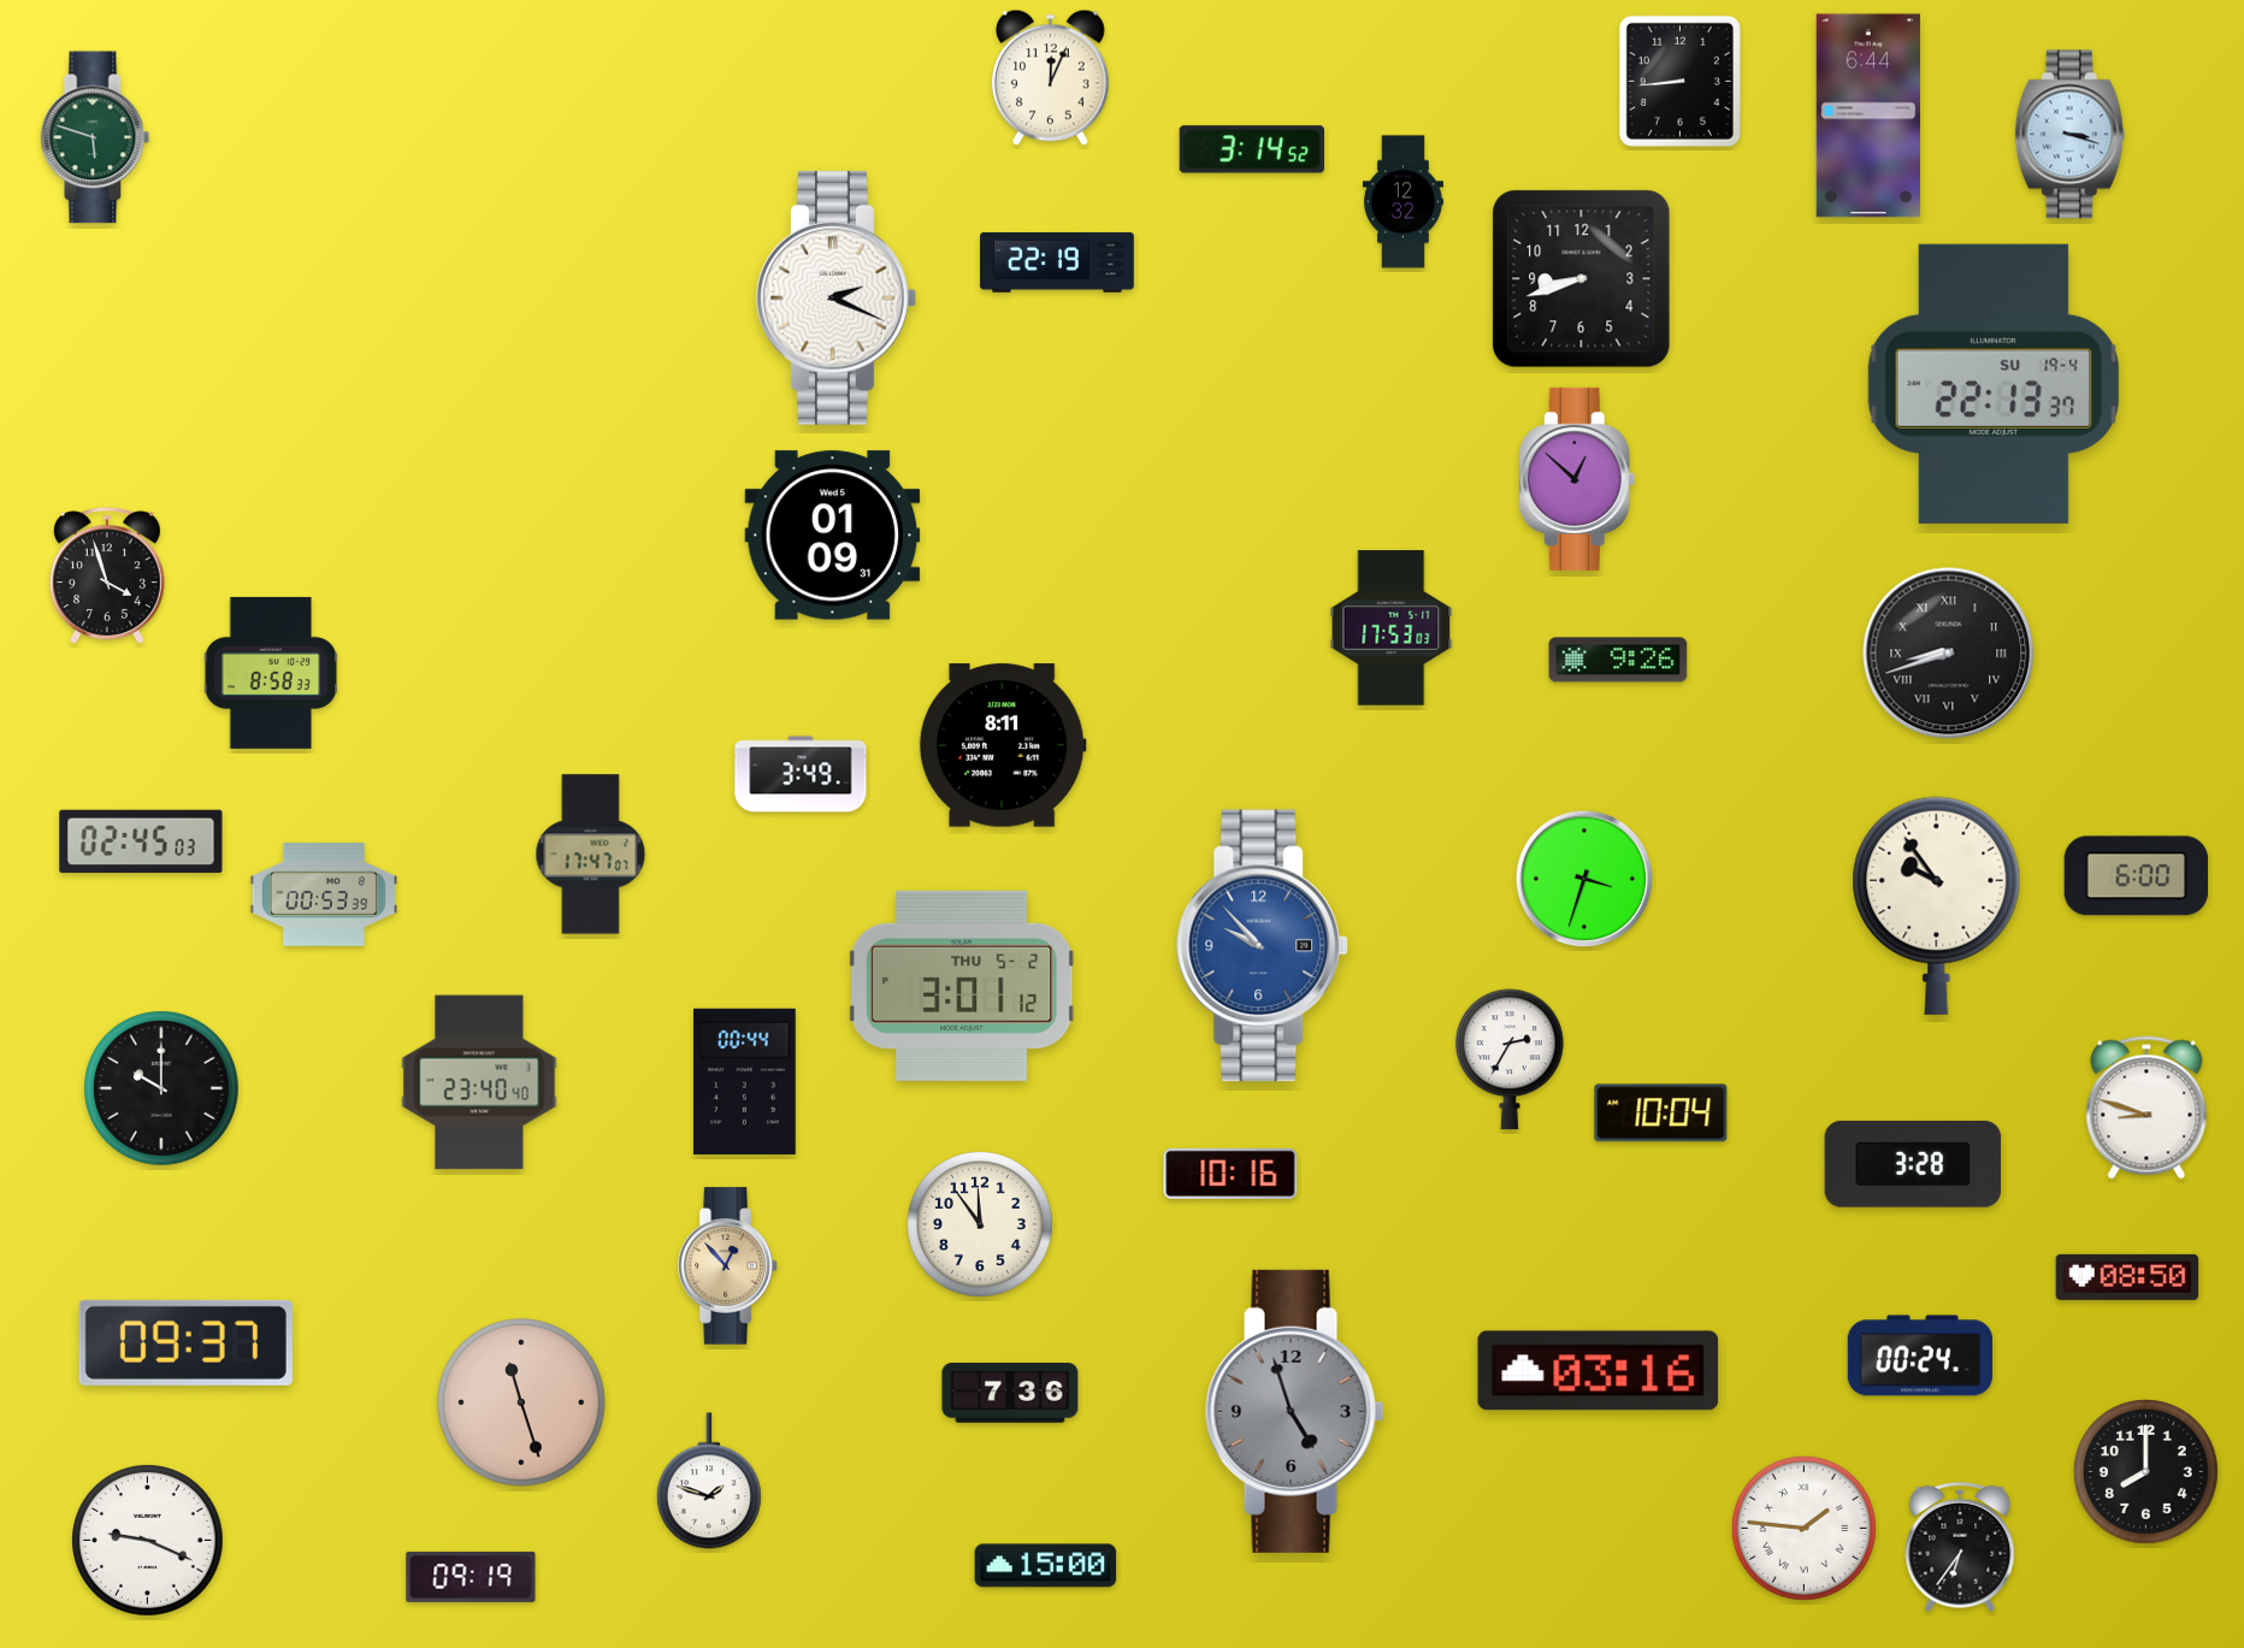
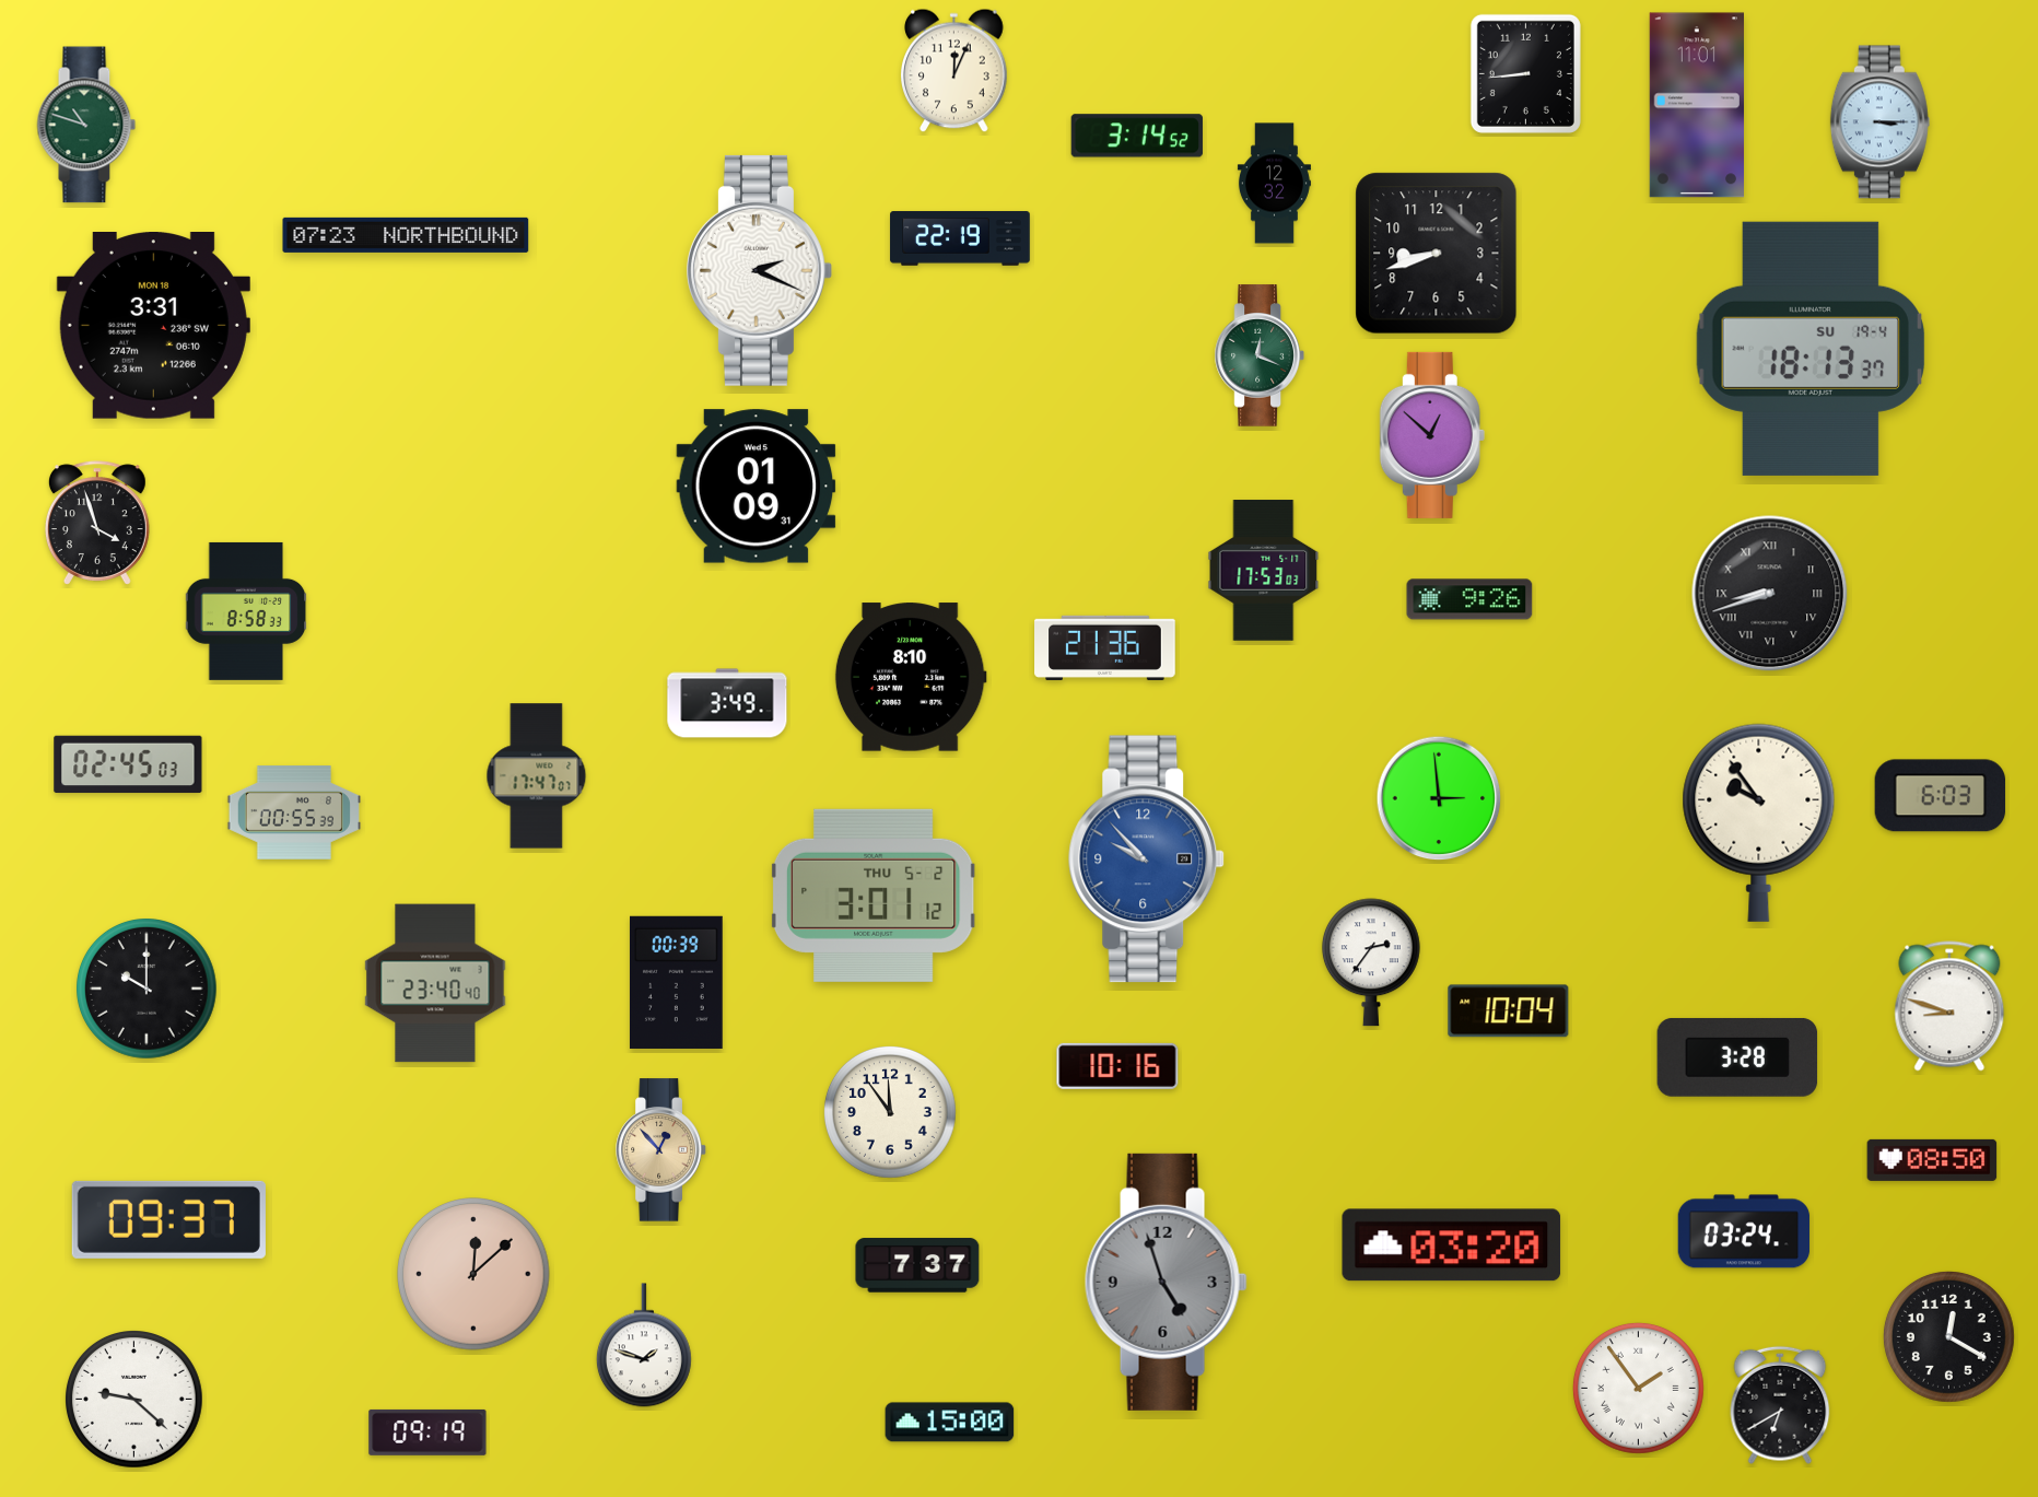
clock at (1867, 116): 6:44 -> 11:01
clock at (2069, 135): 3:18 -> 3:15
clock at (95, 137): 5:48 -> 10:48
clock at (406, 235): none -> 07:23
clock at (153, 326): none -> 3:31
clock at (1994, 384): 22:13 -> 18:13
clock at (1260, 355): none -> 12:19
clock at (1105, 647): none -> 21:36
clock at (1003, 745): 8:11 -> 8:10
clock at (2137, 876): 6:00 -> 6:03
clock at (1584, 879): 3:33 -> 2:59
clock at (324, 894): 00:53 -> 00:55
clock at (1510, 1059): 2:35 -> 2:36
clock at (745, 1081): 00:44 -> 00:39
clock at (1920, 1355): 00:24 -> 03:24
clock at (1599, 1371): 03:16 -> 03:20
clock at (1010, 1393): 7:36 -> 7:37
clock at (521, 1402): 11:27 -> 12:08
clock at (1294, 1411) position: (1294, 1411) -> (1166, 1282)
clock at (2145, 1471): 8:00 -> 12:20
clock at (1803, 1528): 1:46 -> 1:54
clock at (148, 1541): 9:19 -> 9:22
clock at (1960, 1547): 6:36 -> 6:40
